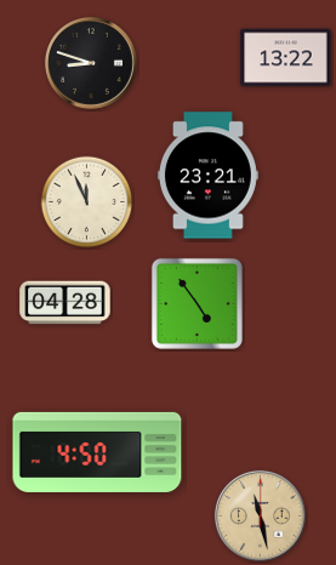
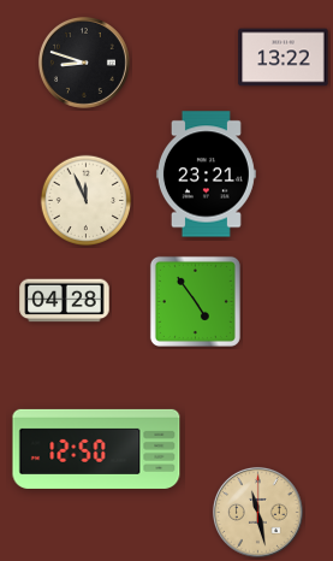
clock at (91, 63) position: (91, 63) -> (84, 63)
clock at (97, 452): 4:50 -> 12:50
